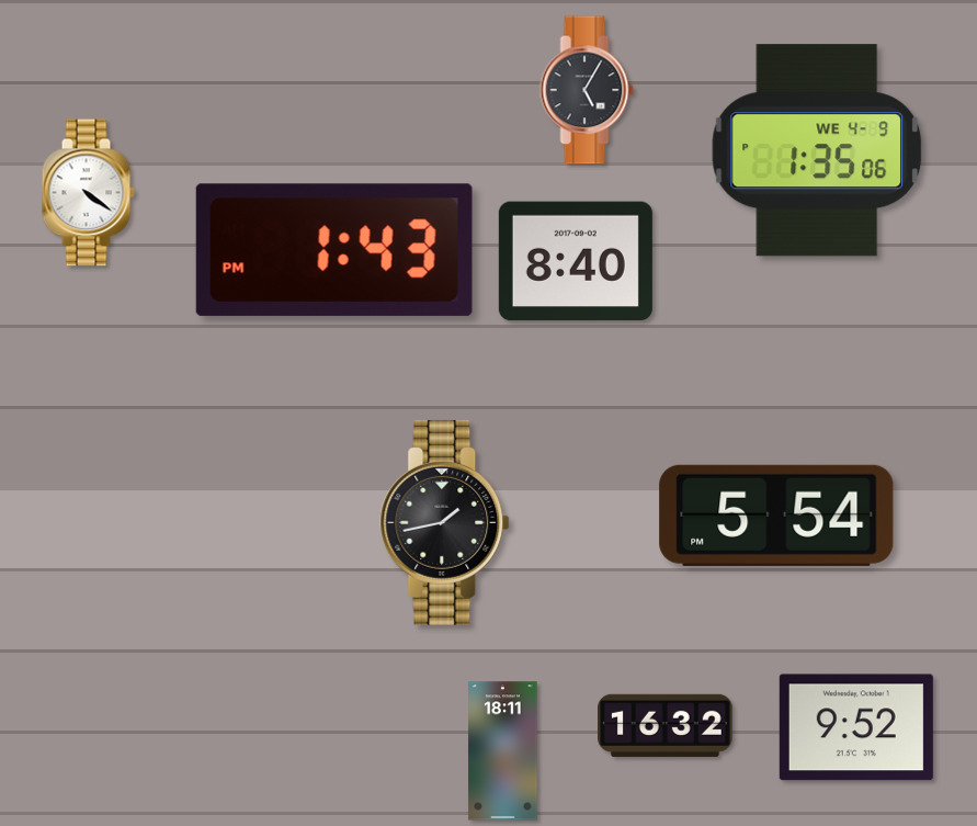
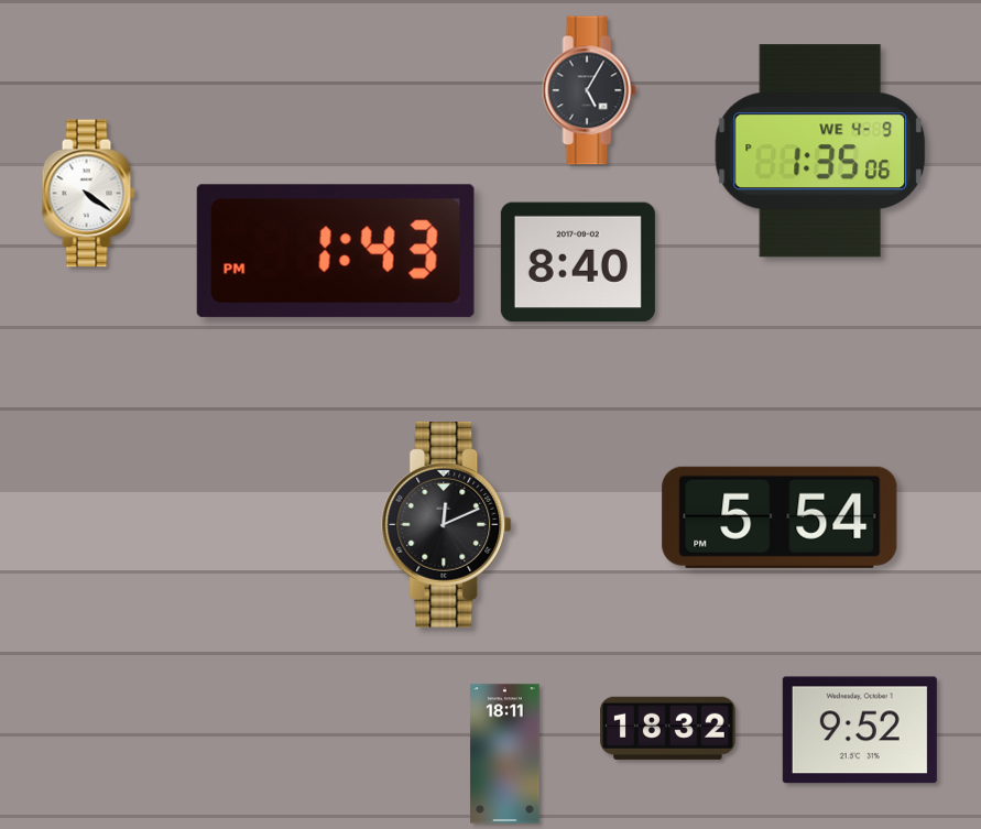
clock at (445, 522): 1:43 -> 12:11
clock at (666, 725): 16:32 -> 18:32
